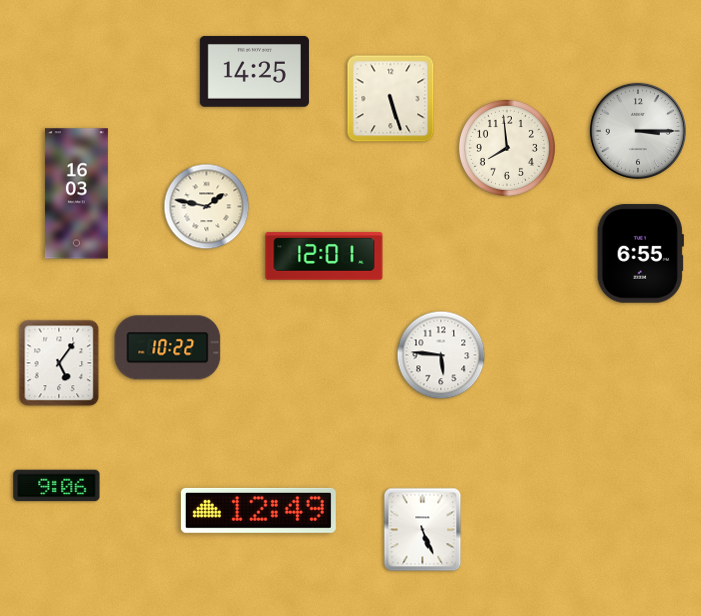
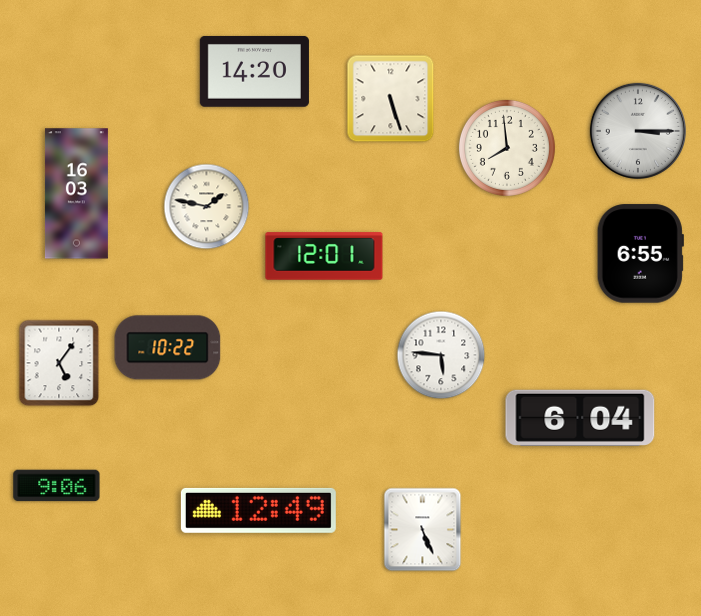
clock at (254, 71): 14:25 -> 14:20
clock at (580, 418): none -> 6:04
